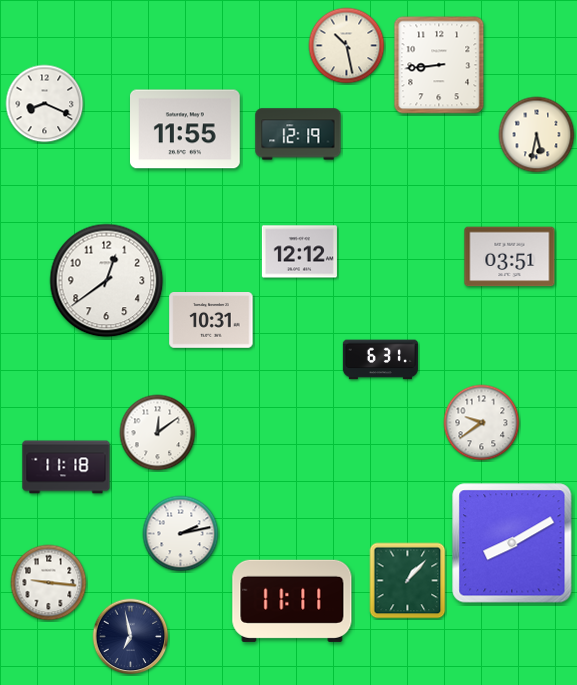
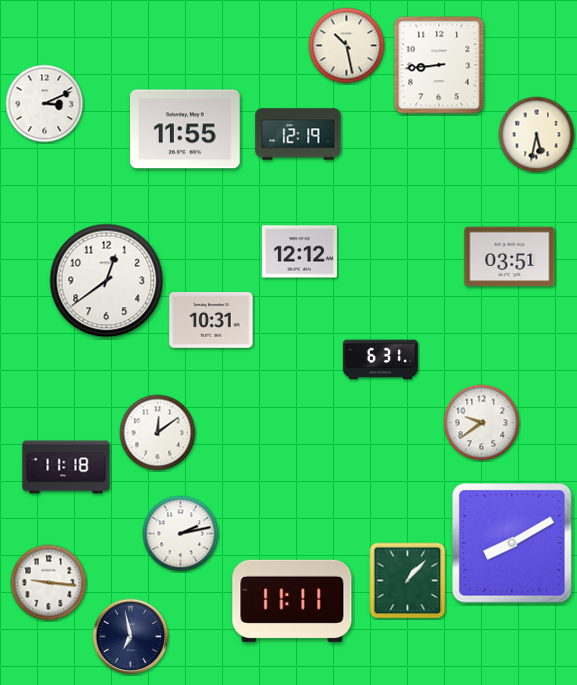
clock at (45, 104): 8:19 -> 3:11
